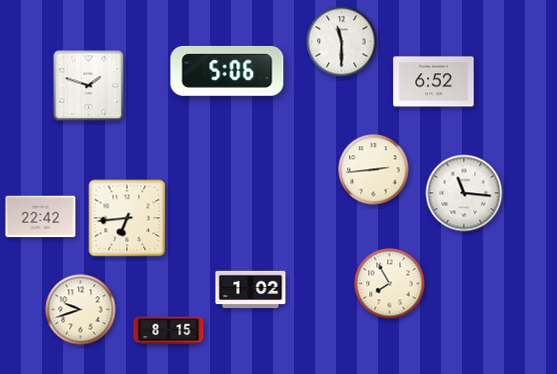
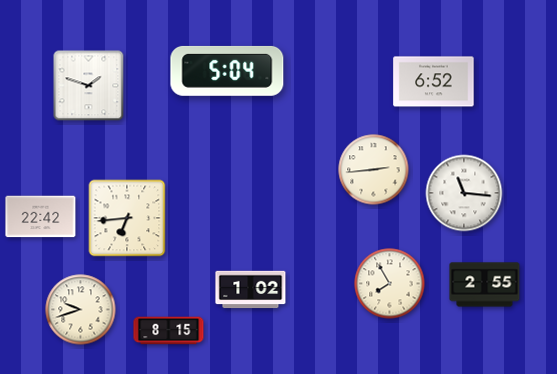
clock at (342, 42): 11:30 -> none
clock at (227, 71): 5:06 -> 5:04
clock at (485, 285): none -> 2:55
